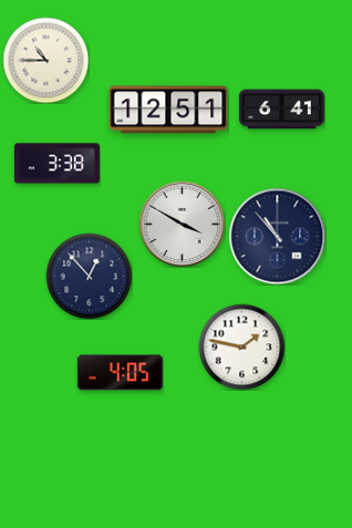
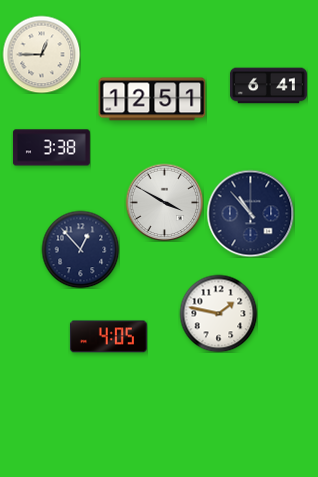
clock at (45, 60): 10:45 -> 12:45
clock at (281, 110) position: (281, 110) -> (268, 86)
